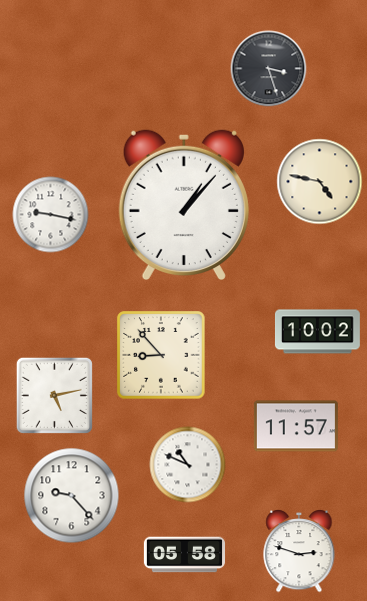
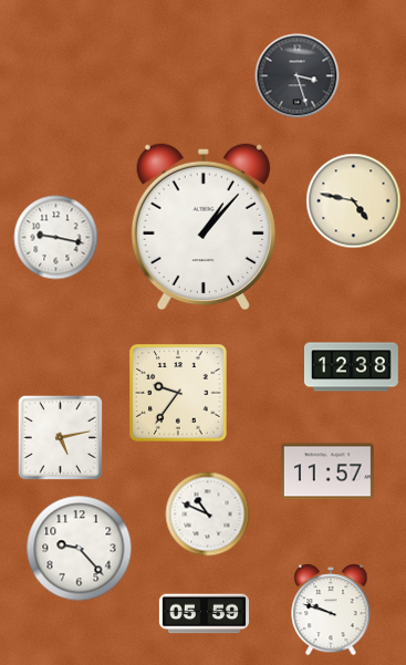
clock at (317, 332): 10:02 -> 12:38
clock at (161, 355): 8:53 -> 9:36
clock at (299, 551): 2:48 -> 9:48
clock at (184, 555): 05:58 -> 05:59
